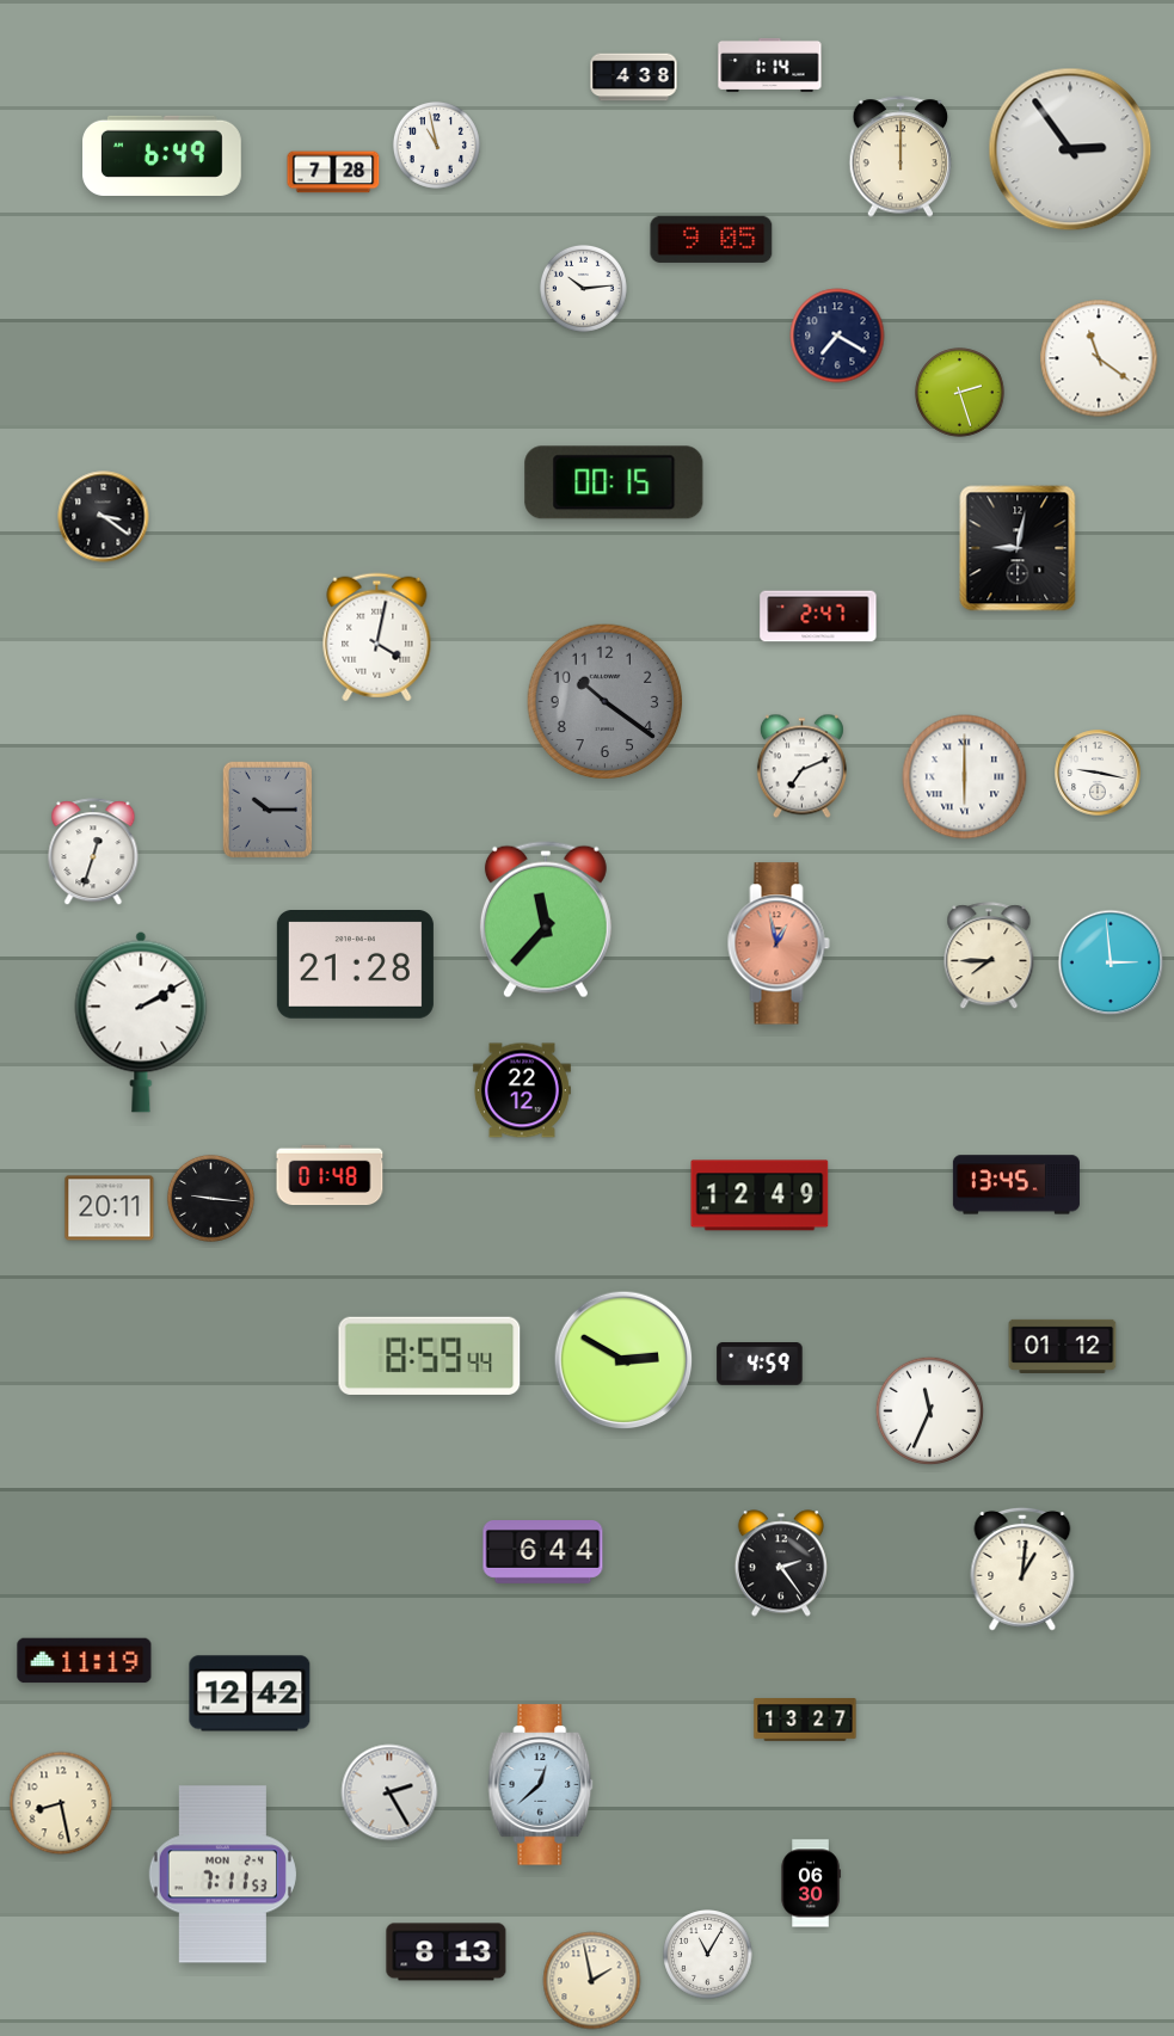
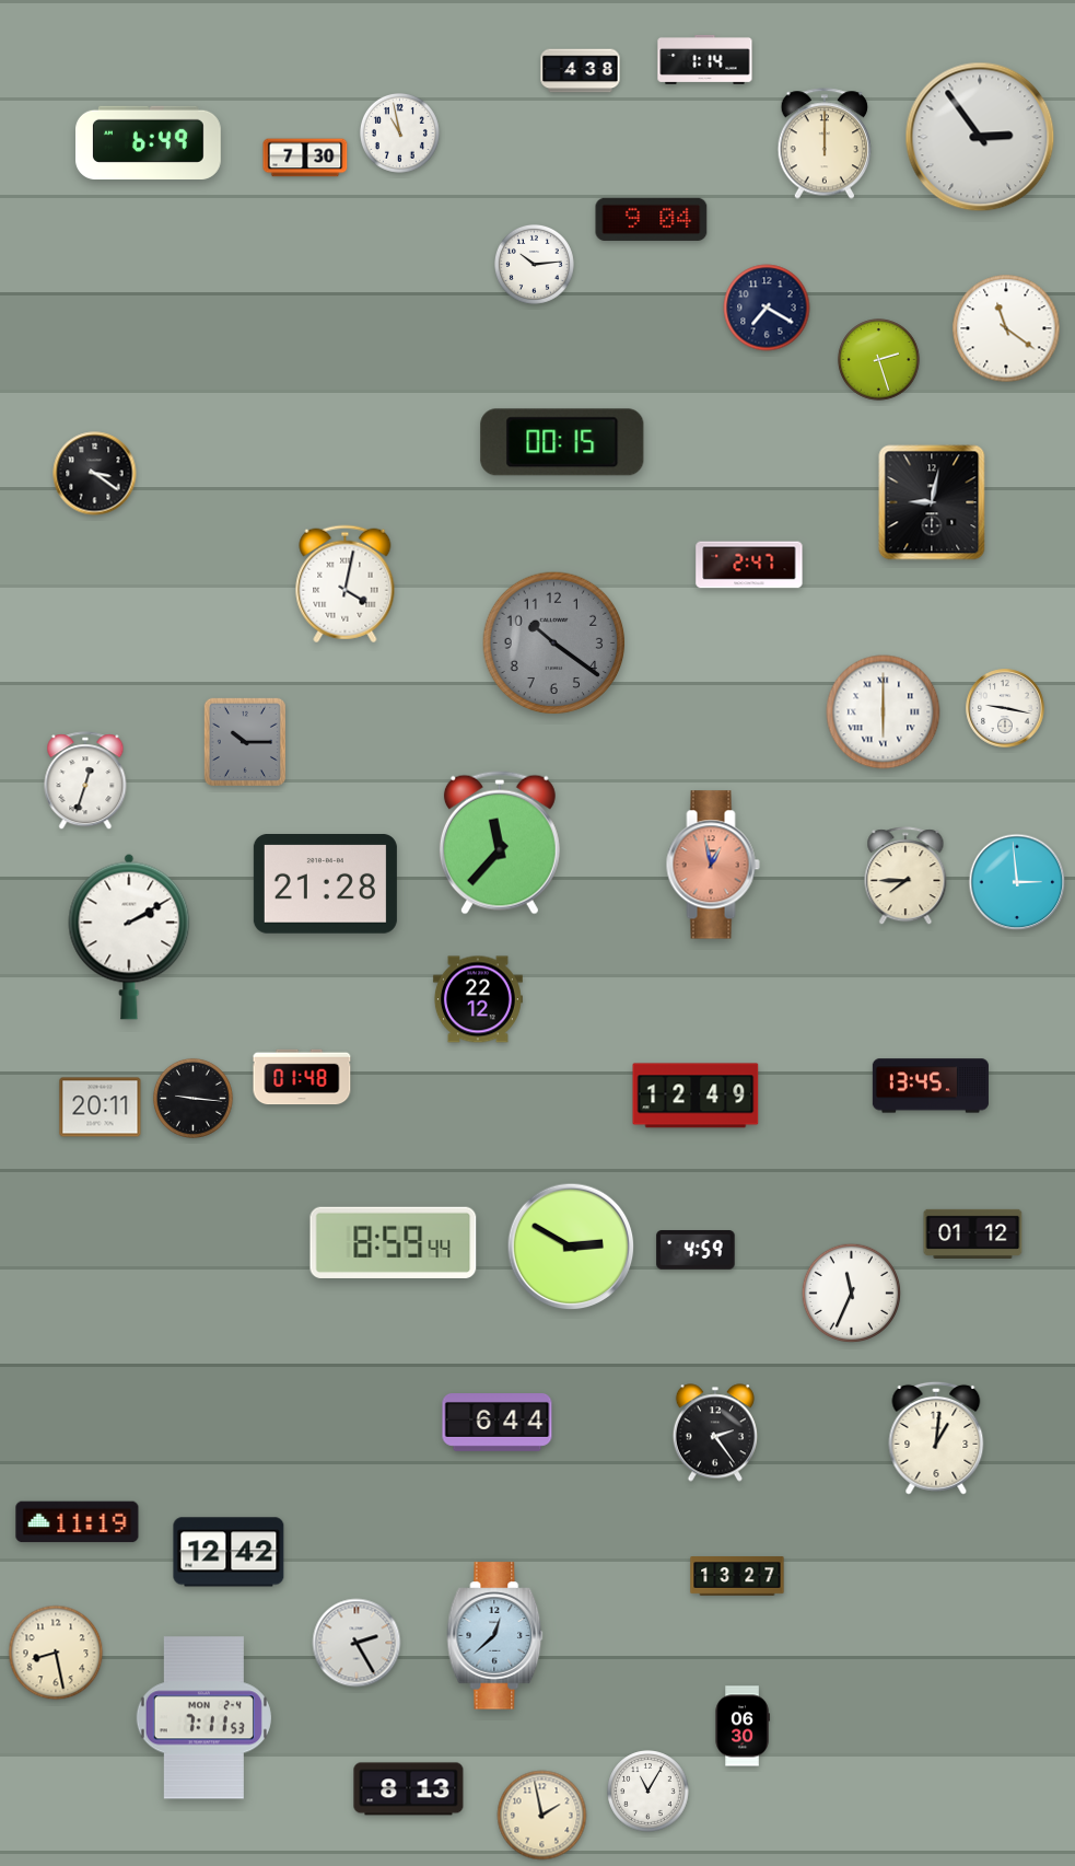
clock at (333, 172): 7:28 -> 7:30
clock at (712, 239): 9:05 -> 9:04
clock at (801, 767): 7:11 -> none
